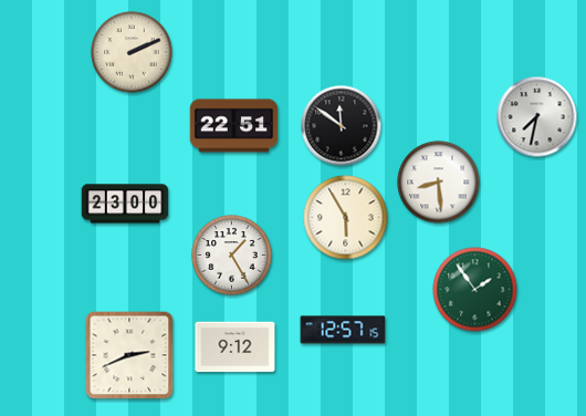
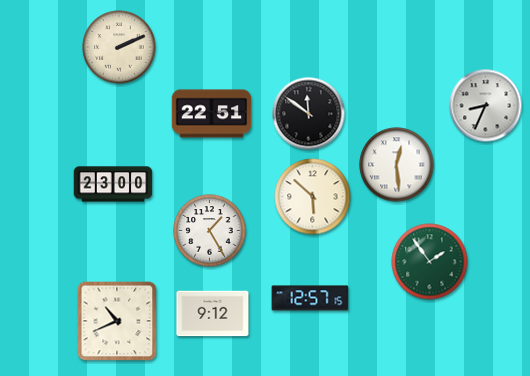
clock at (537, 117): 7:32 -> 8:34
clock at (439, 183): 8:29 -> 12:29
clock at (346, 218): 5:55 -> 5:52
clock at (129, 355): 2:41 -> 10:41
